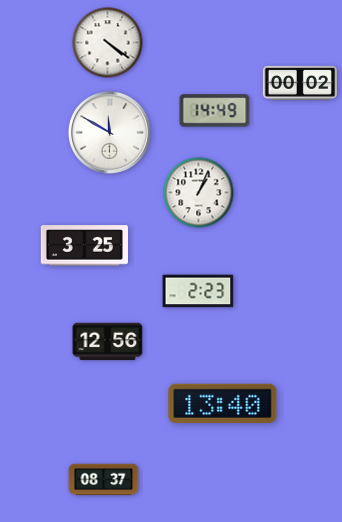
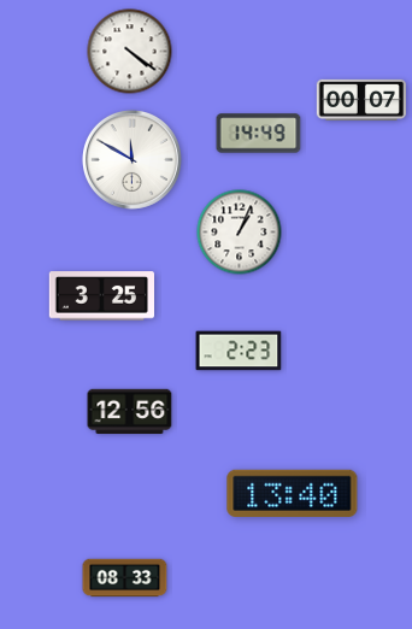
clock at (300, 83): 00:02 -> 00:07
clock at (223, 403) position: (223, 403) -> (293, 493)
clock at (104, 480): 08:37 -> 08:33
